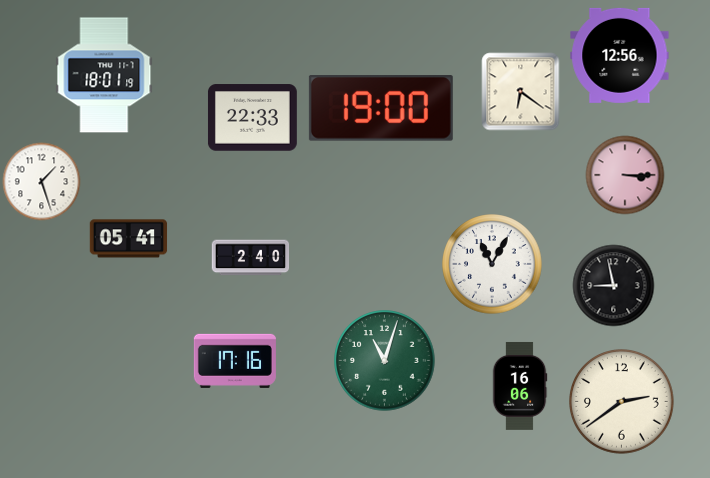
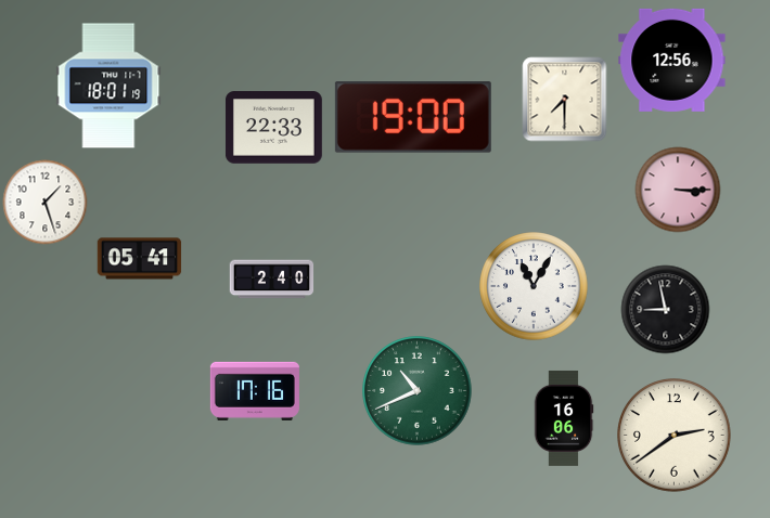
clock at (104, 75) position: (104, 75) -> (108, 86)
clock at (520, 91): 6:21 -> 7:30
clock at (41, 181) position: (41, 181) -> (44, 202)
clock at (385, 361): 11:03 -> 10:41
